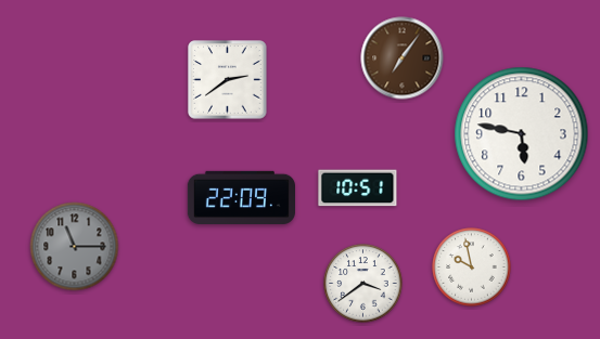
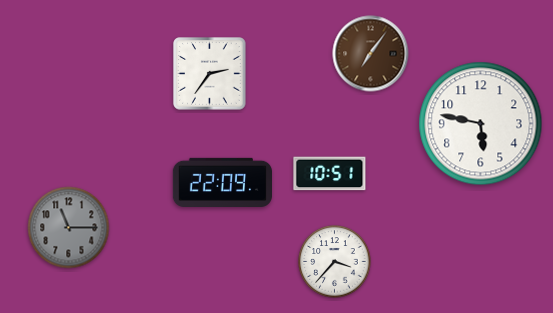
clock at (228, 80): 2:39 -> 2:36
clock at (472, 268): 9:58 -> none
clock at (363, 284): 3:39 -> 3:37
